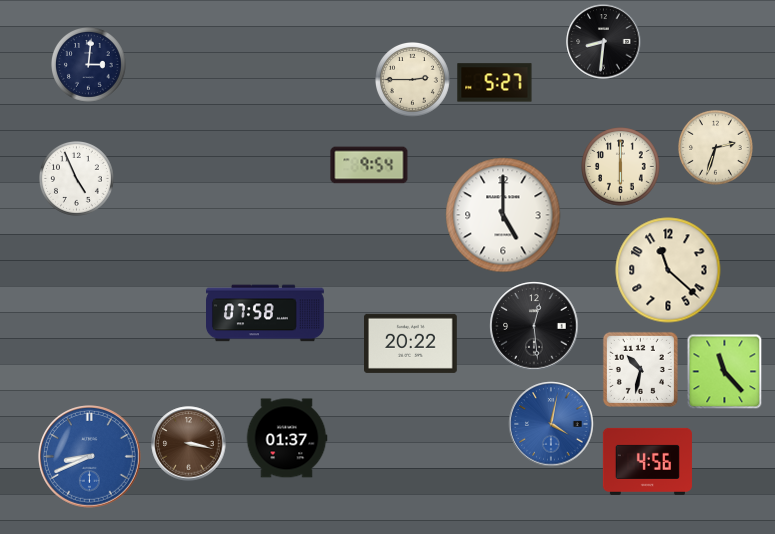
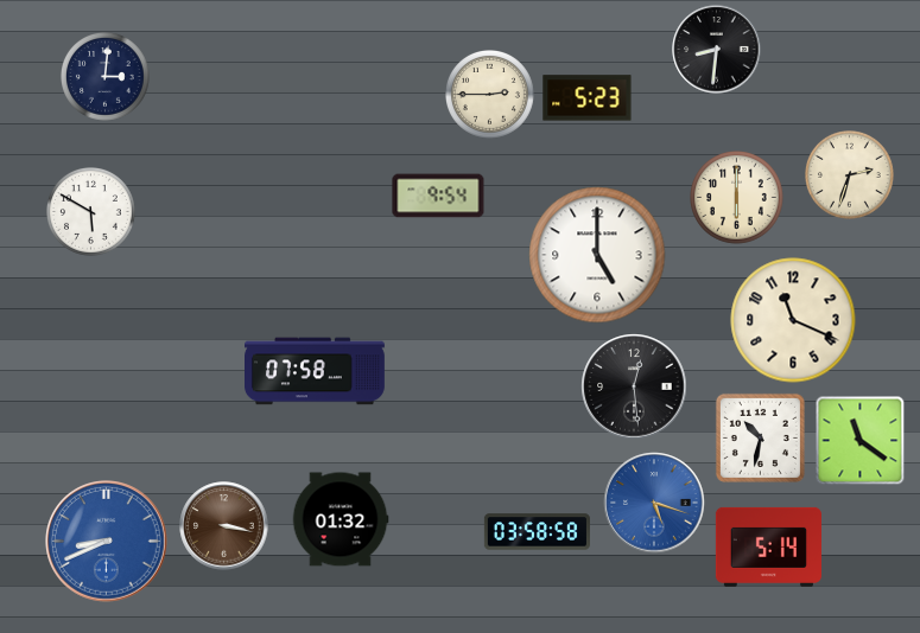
clock at (495, 83): 5:27 -> 5:23
clock at (77, 179): 4:56 -> 5:50
clock at (668, 270): 11:22 -> 11:19
clock at (411, 343): 20:22 -> none
clock at (725, 372): 11:23 -> 11:21
clock at (551, 424): 4:02 -> 5:18
clock at (287, 438): 01:37 -> 01:32
clock at (537, 532): none -> 03:58
clock at (647, 461): 4:56 -> 5:14
